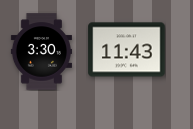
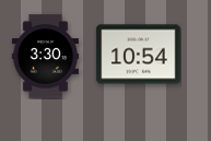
clock at (127, 50): 11:43 -> 10:54
